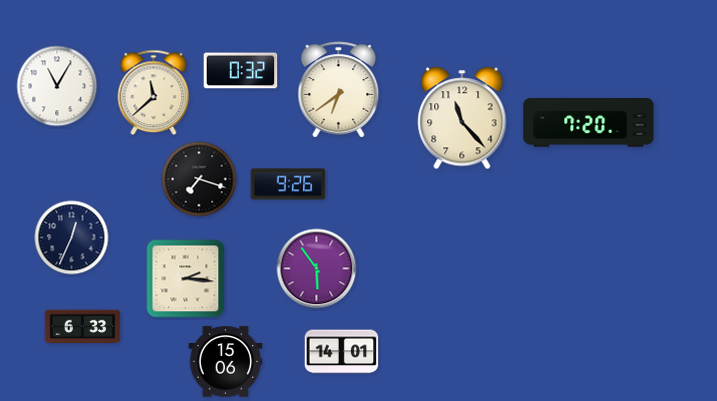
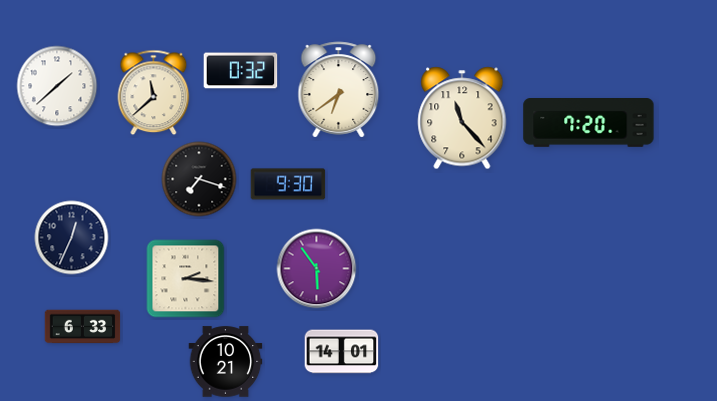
clock at (57, 86): 11:05 -> 1:38
clock at (288, 184): 9:26 -> 9:30
clock at (226, 362): 15:06 -> 10:21
